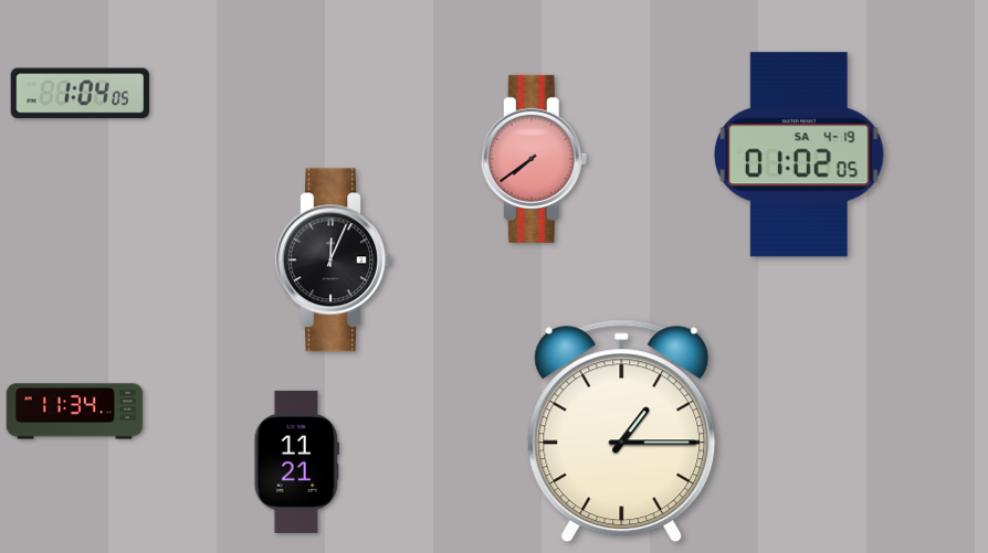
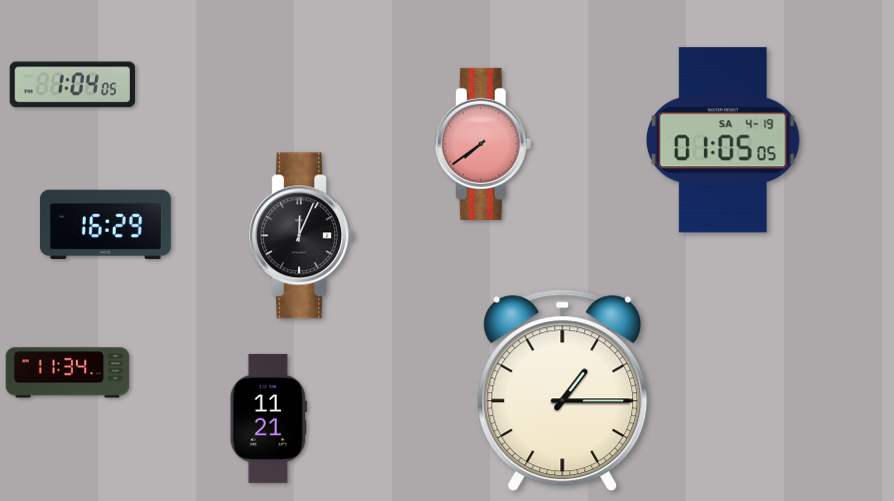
clock at (799, 155): 01:02 -> 01:05
clock at (105, 224): none -> 16:29
